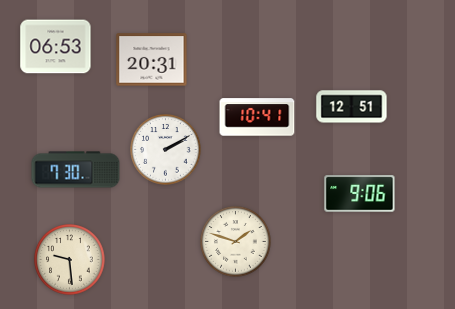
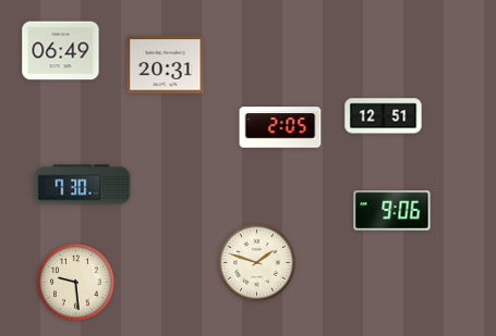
clock at (56, 47): 06:53 -> 06:49
clock at (257, 117): 10:41 -> 2:05
clock at (166, 150): 2:10 -> none
